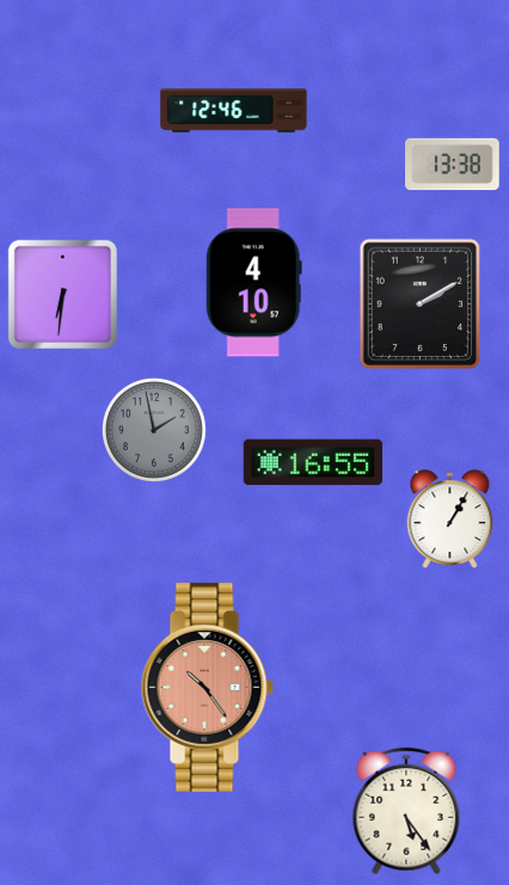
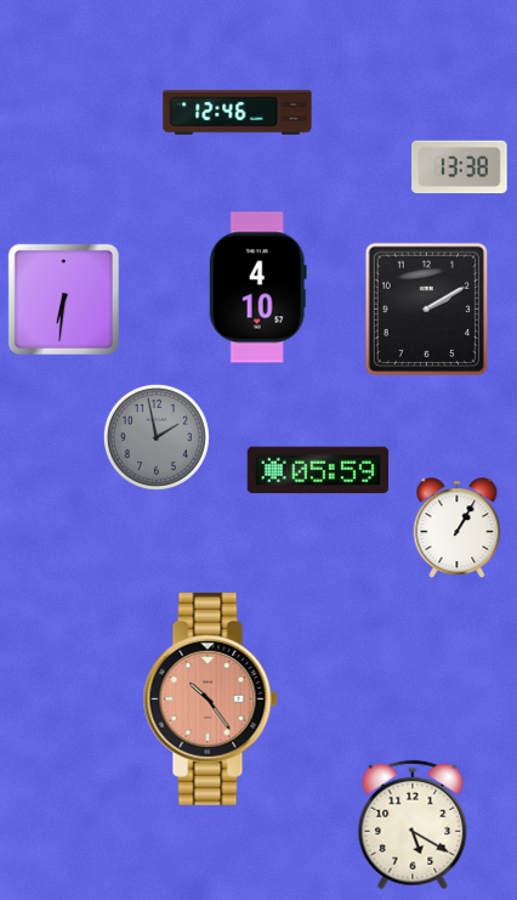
clock at (313, 462): 16:55 -> 05:59
clock at (406, 811): 5:24 -> 5:20
